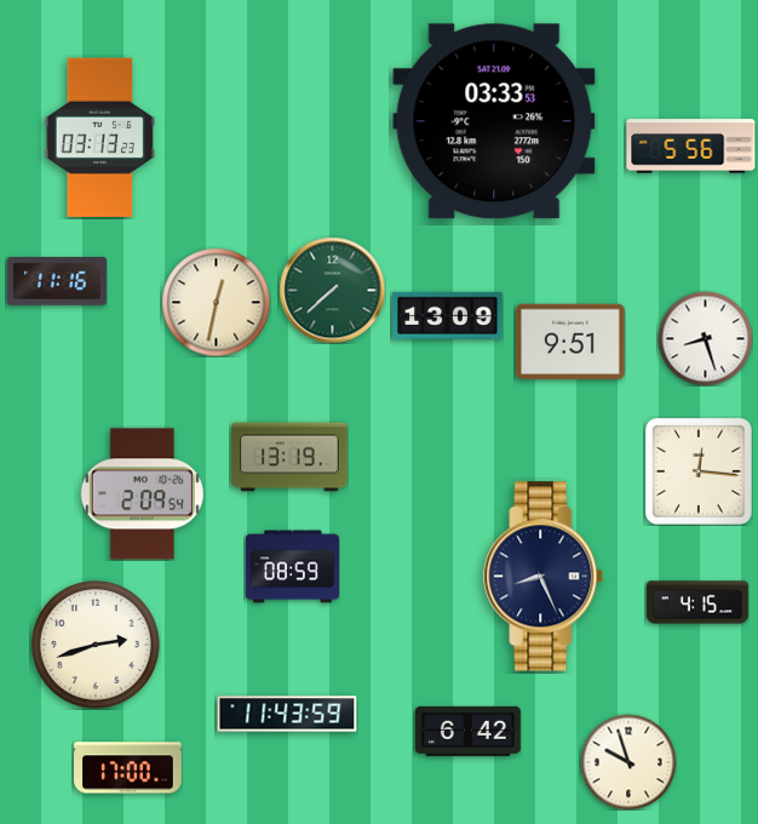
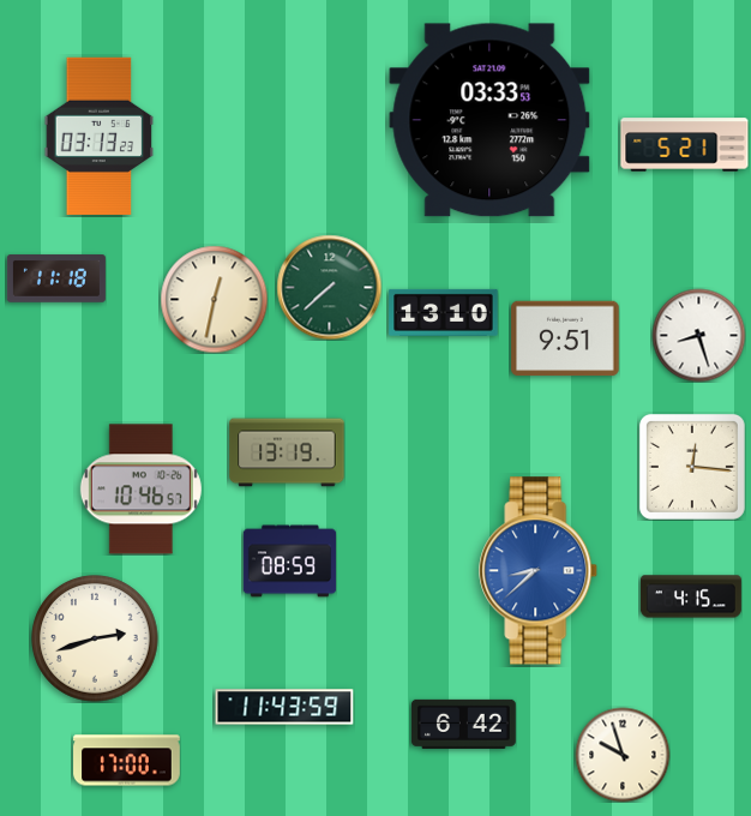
clock at (691, 147): 5:56 -> 5:21
clock at (57, 281): 11:16 -> 11:18
clock at (448, 315): 13:09 -> 13:10
clock at (142, 494): 2:09 -> 10:46
clock at (544, 577): 8:26 -> 8:38
clock at (544, 577) dial: navy -> blue
